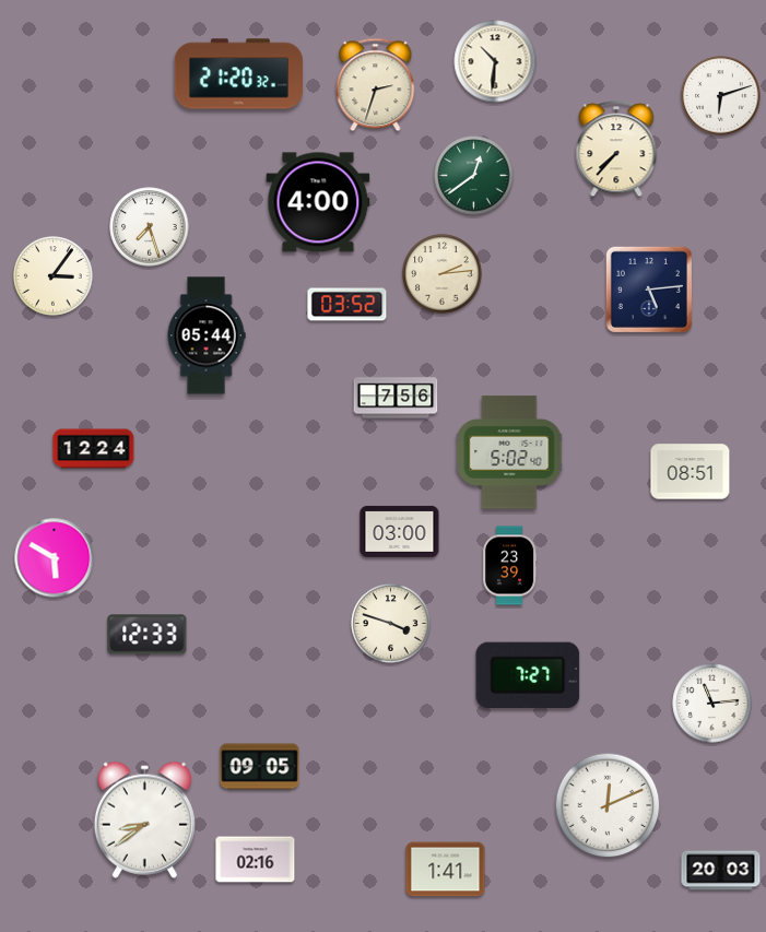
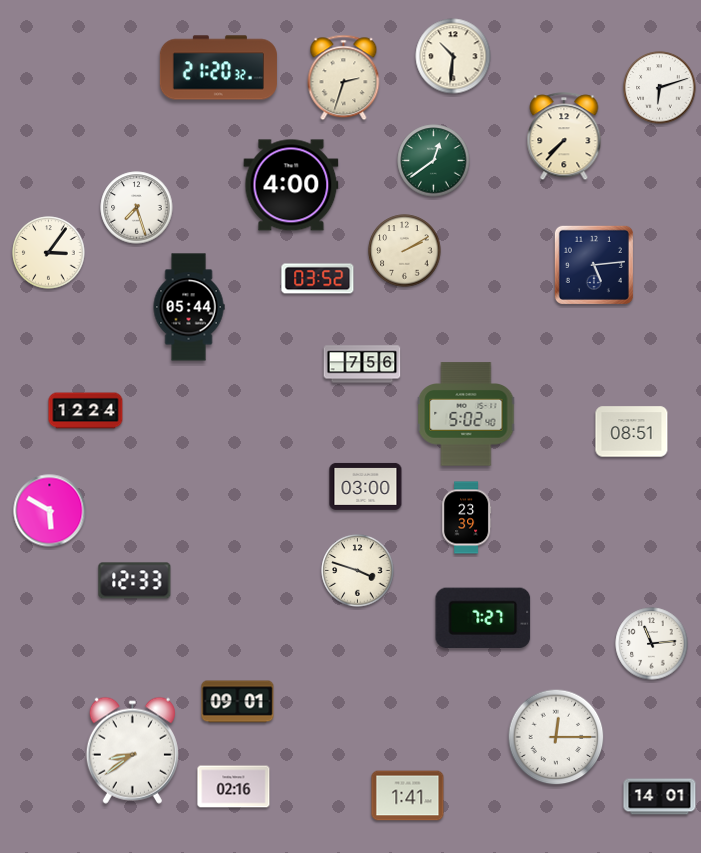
clock at (443, 274): 2:14 -> 2:10
clock at (260, 767): 09:05 -> 09:01
clock at (608, 805): 12:11 -> 12:15
clock at (721, 871): 20:03 -> 14:01
